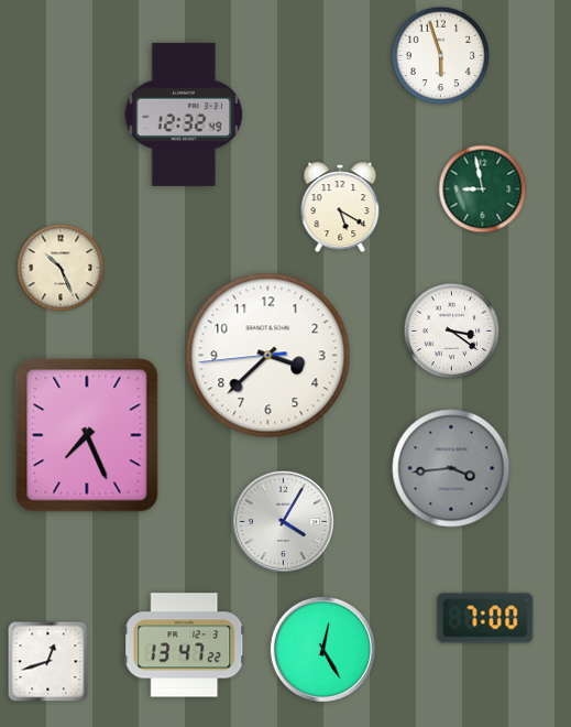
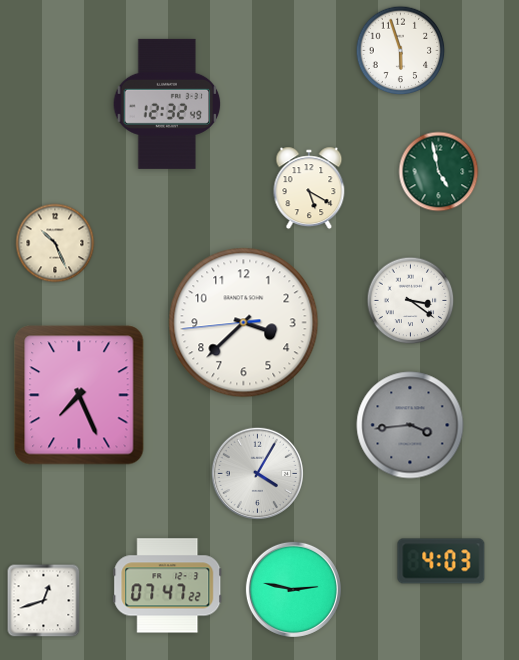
clock at (483, 189): 8:58 -> 4:58
clock at (485, 618): 7:00 -> 4:03
clock at (185, 645): 13:47 -> 07:47
clock at (322, 649): 12:25 -> 2:47
